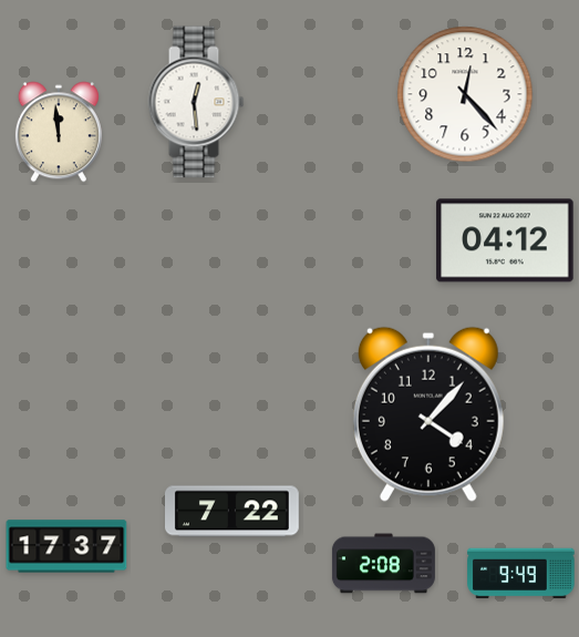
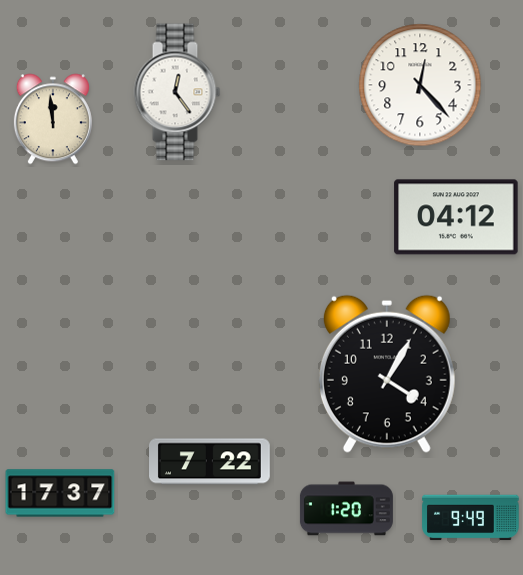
clock at (196, 102): 12:29 -> 12:24
clock at (428, 414): 4:07 -> 4:05
clock at (383, 564): 2:08 -> 1:20
